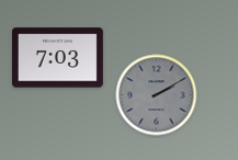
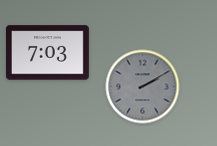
clock at (57, 58) position: (57, 58) -> (47, 53)
